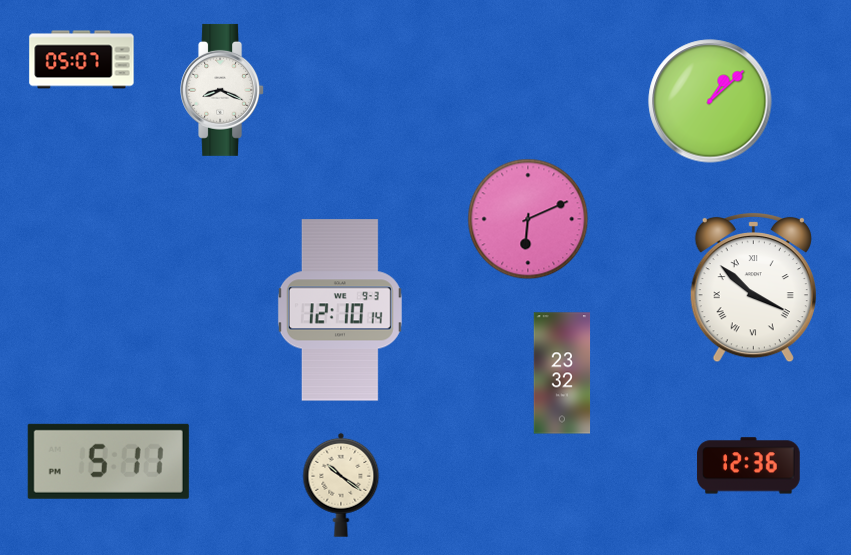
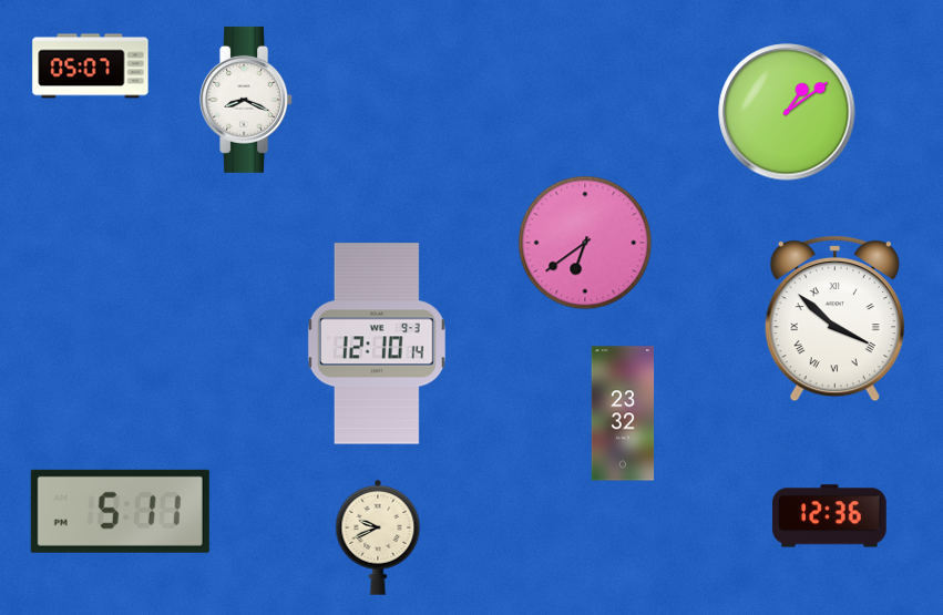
clock at (710, 101): 1:08 -> 1:09
clock at (528, 219): 6:11 -> 6:39
clock at (341, 485): 10:21 -> 9:41
